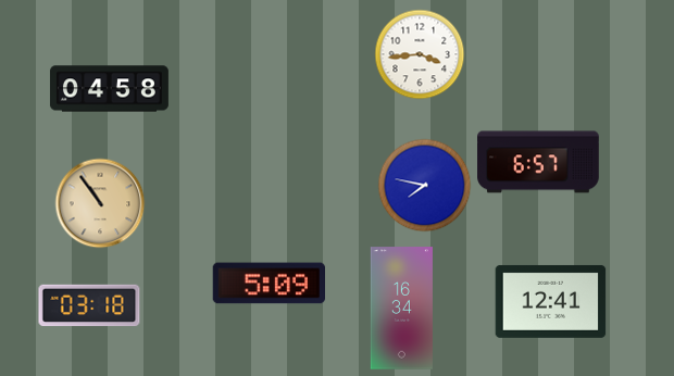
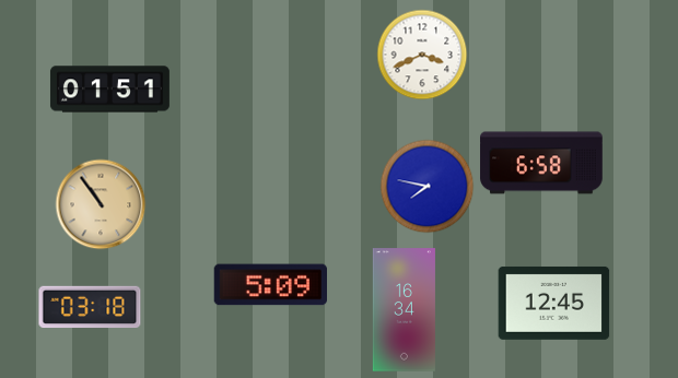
clock at (420, 54): 3:44 -> 3:41
clock at (109, 89): 04:58 -> 01:51
clock at (538, 162): 6:57 -> 6:58
clock at (551, 301): 12:41 -> 12:45
